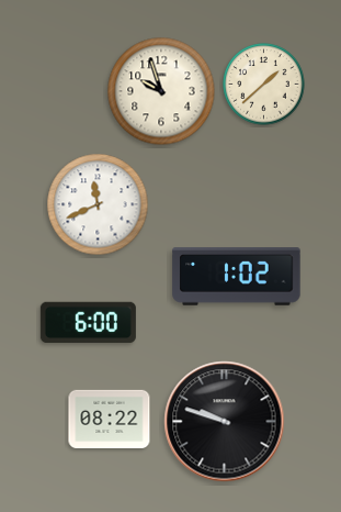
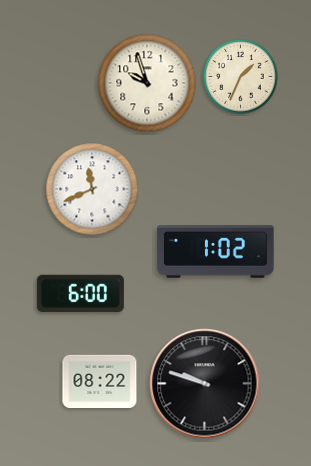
clock at (264, 85): 1:38 -> 1:34
clock at (98, 204) position: (98, 204) -> (92, 189)
